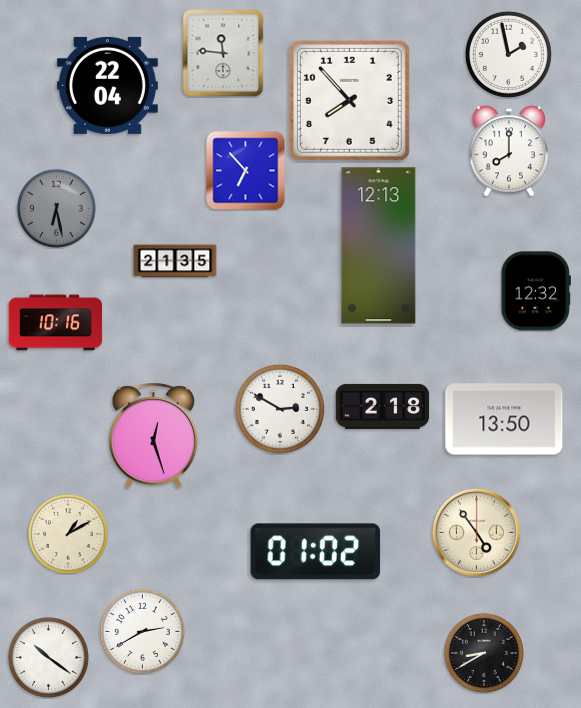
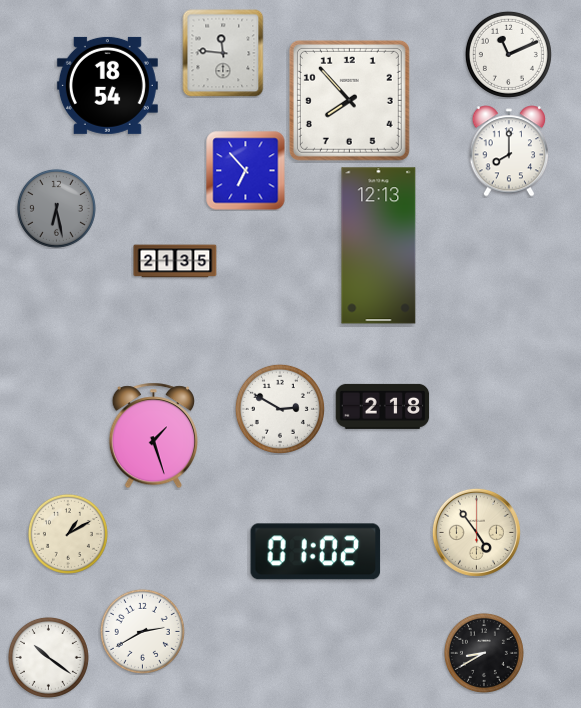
clock at (508, 54): 1:58 -> 11:11
clock at (107, 85): 22:04 -> 18:54
clock at (536, 291): 12:32 -> none
clock at (56, 323): 10:16 -> none
clock at (504, 419): 13:50 -> none
clock at (153, 436): 12:27 -> 1:27
